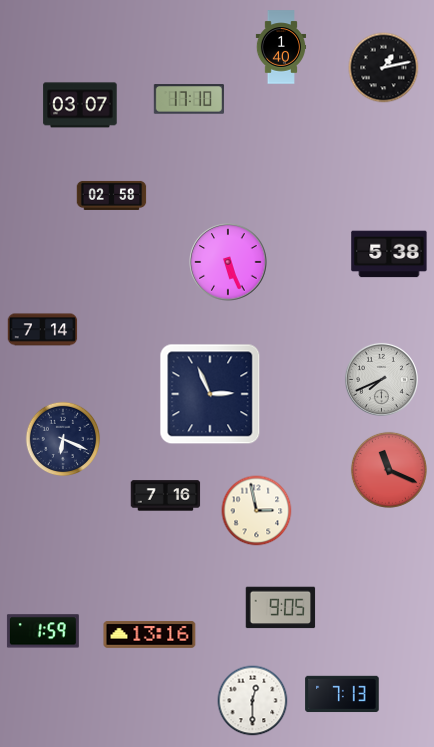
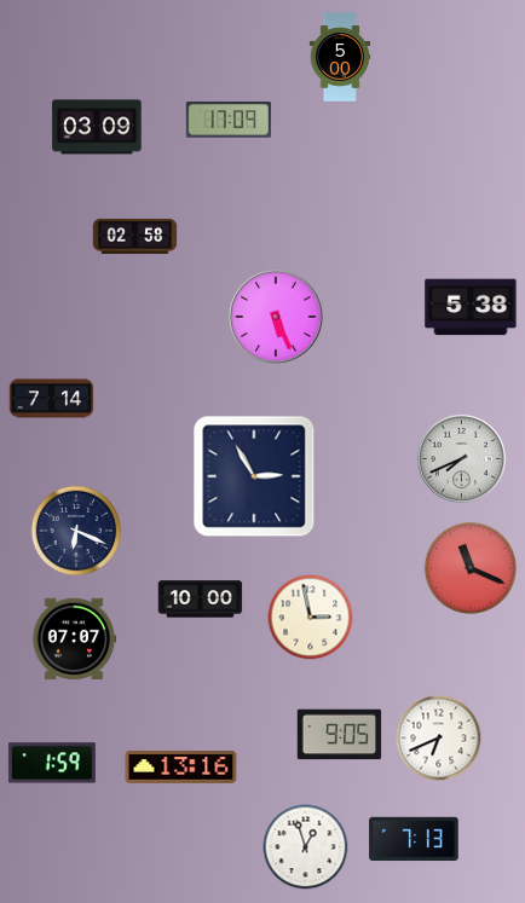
clock at (281, 47): 1:40 -> 5:00
clock at (384, 68): 1:13 -> none
clock at (189, 99): 17:10 -> 17:09
clock at (80, 105): 03:07 -> 03:09
clock at (210, 394): 2:56 -> 2:55
clock at (166, 496): 7:16 -> 10:00
clock at (74, 639): none -> 07:07
clock at (439, 739): none -> 6:41
clock at (253, 701): 12:30 -> 12:57
